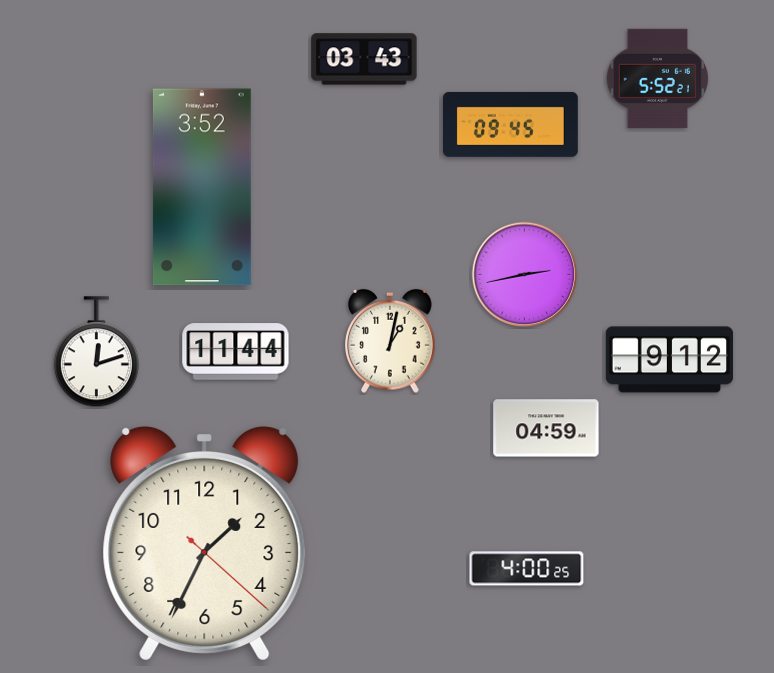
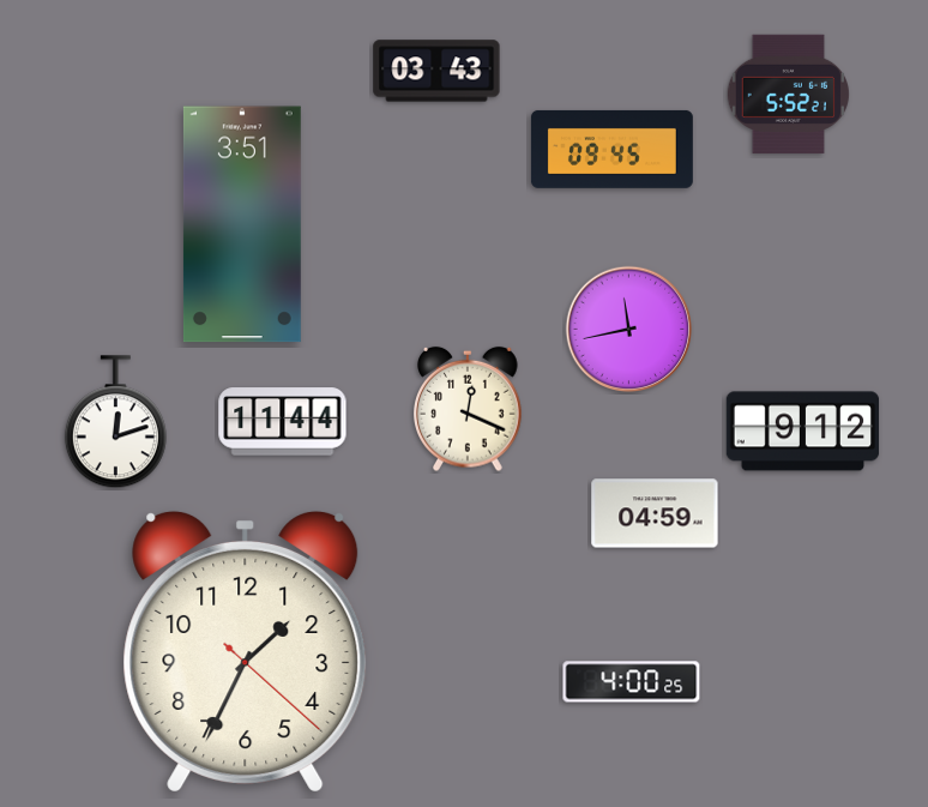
clock at (202, 187): 3:52 -> 3:51
clock at (525, 275): 2:43 -> 11:43
clock at (390, 341): 1:02 -> 12:19
